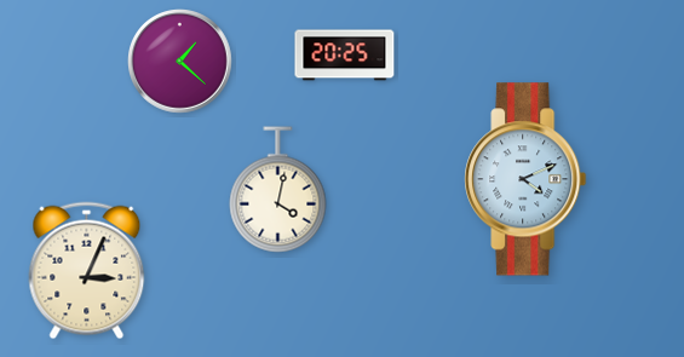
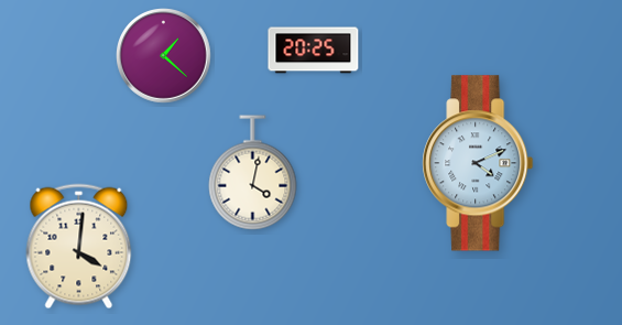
clock at (87, 271): 3:04 -> 4:01
